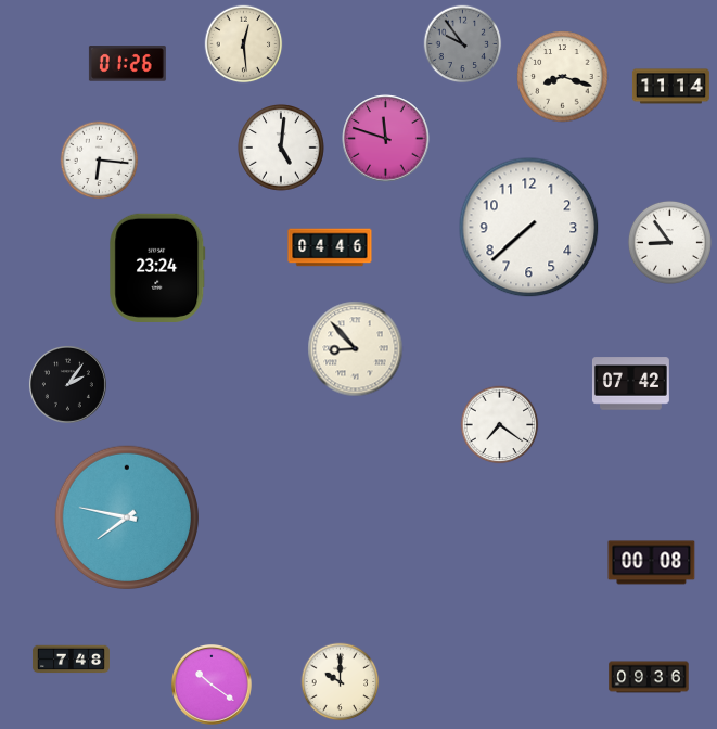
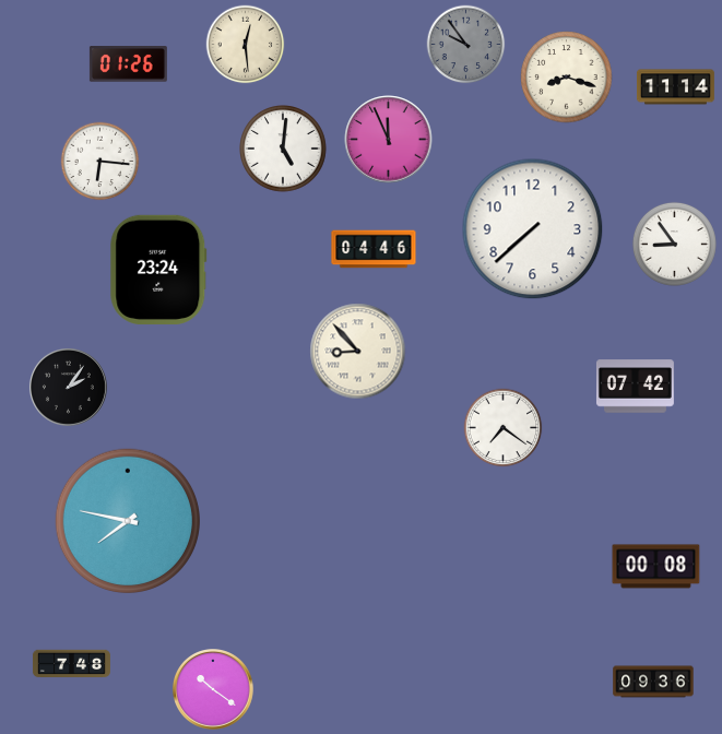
clock at (386, 139): 11:48 -> 11:56
clock at (330, 247) position: (330, 247) -> (374, 249)
clock at (341, 682): 10:00 -> none
